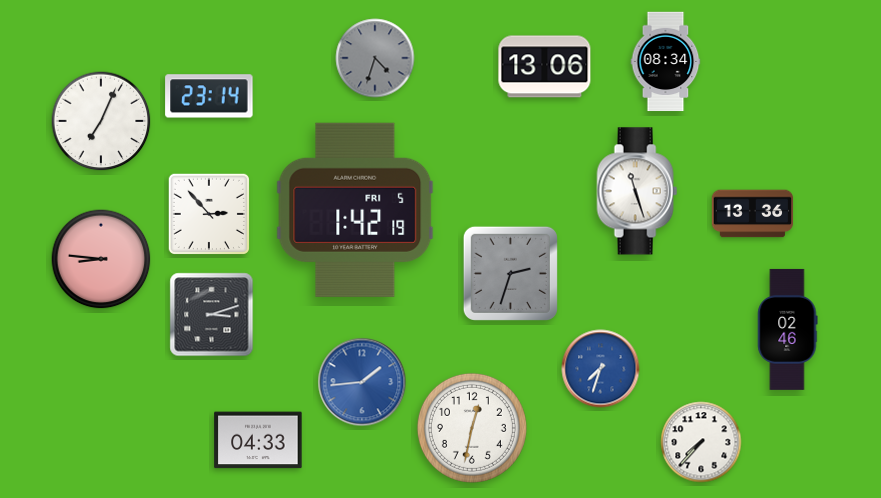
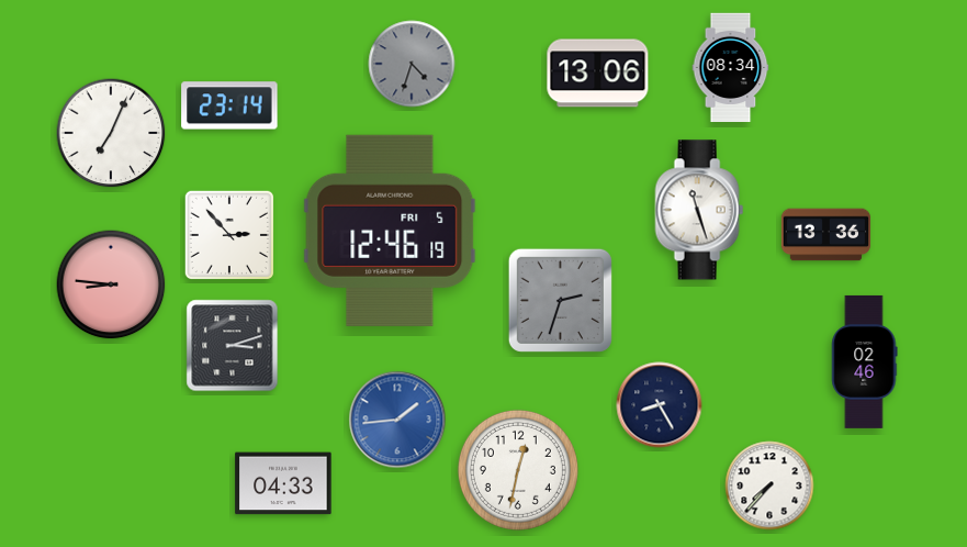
clock at (355, 210): 1:42 -> 12:46
clock at (601, 369): 7:33 -> 8:25
clock at (601, 369) dial: blue -> navy
